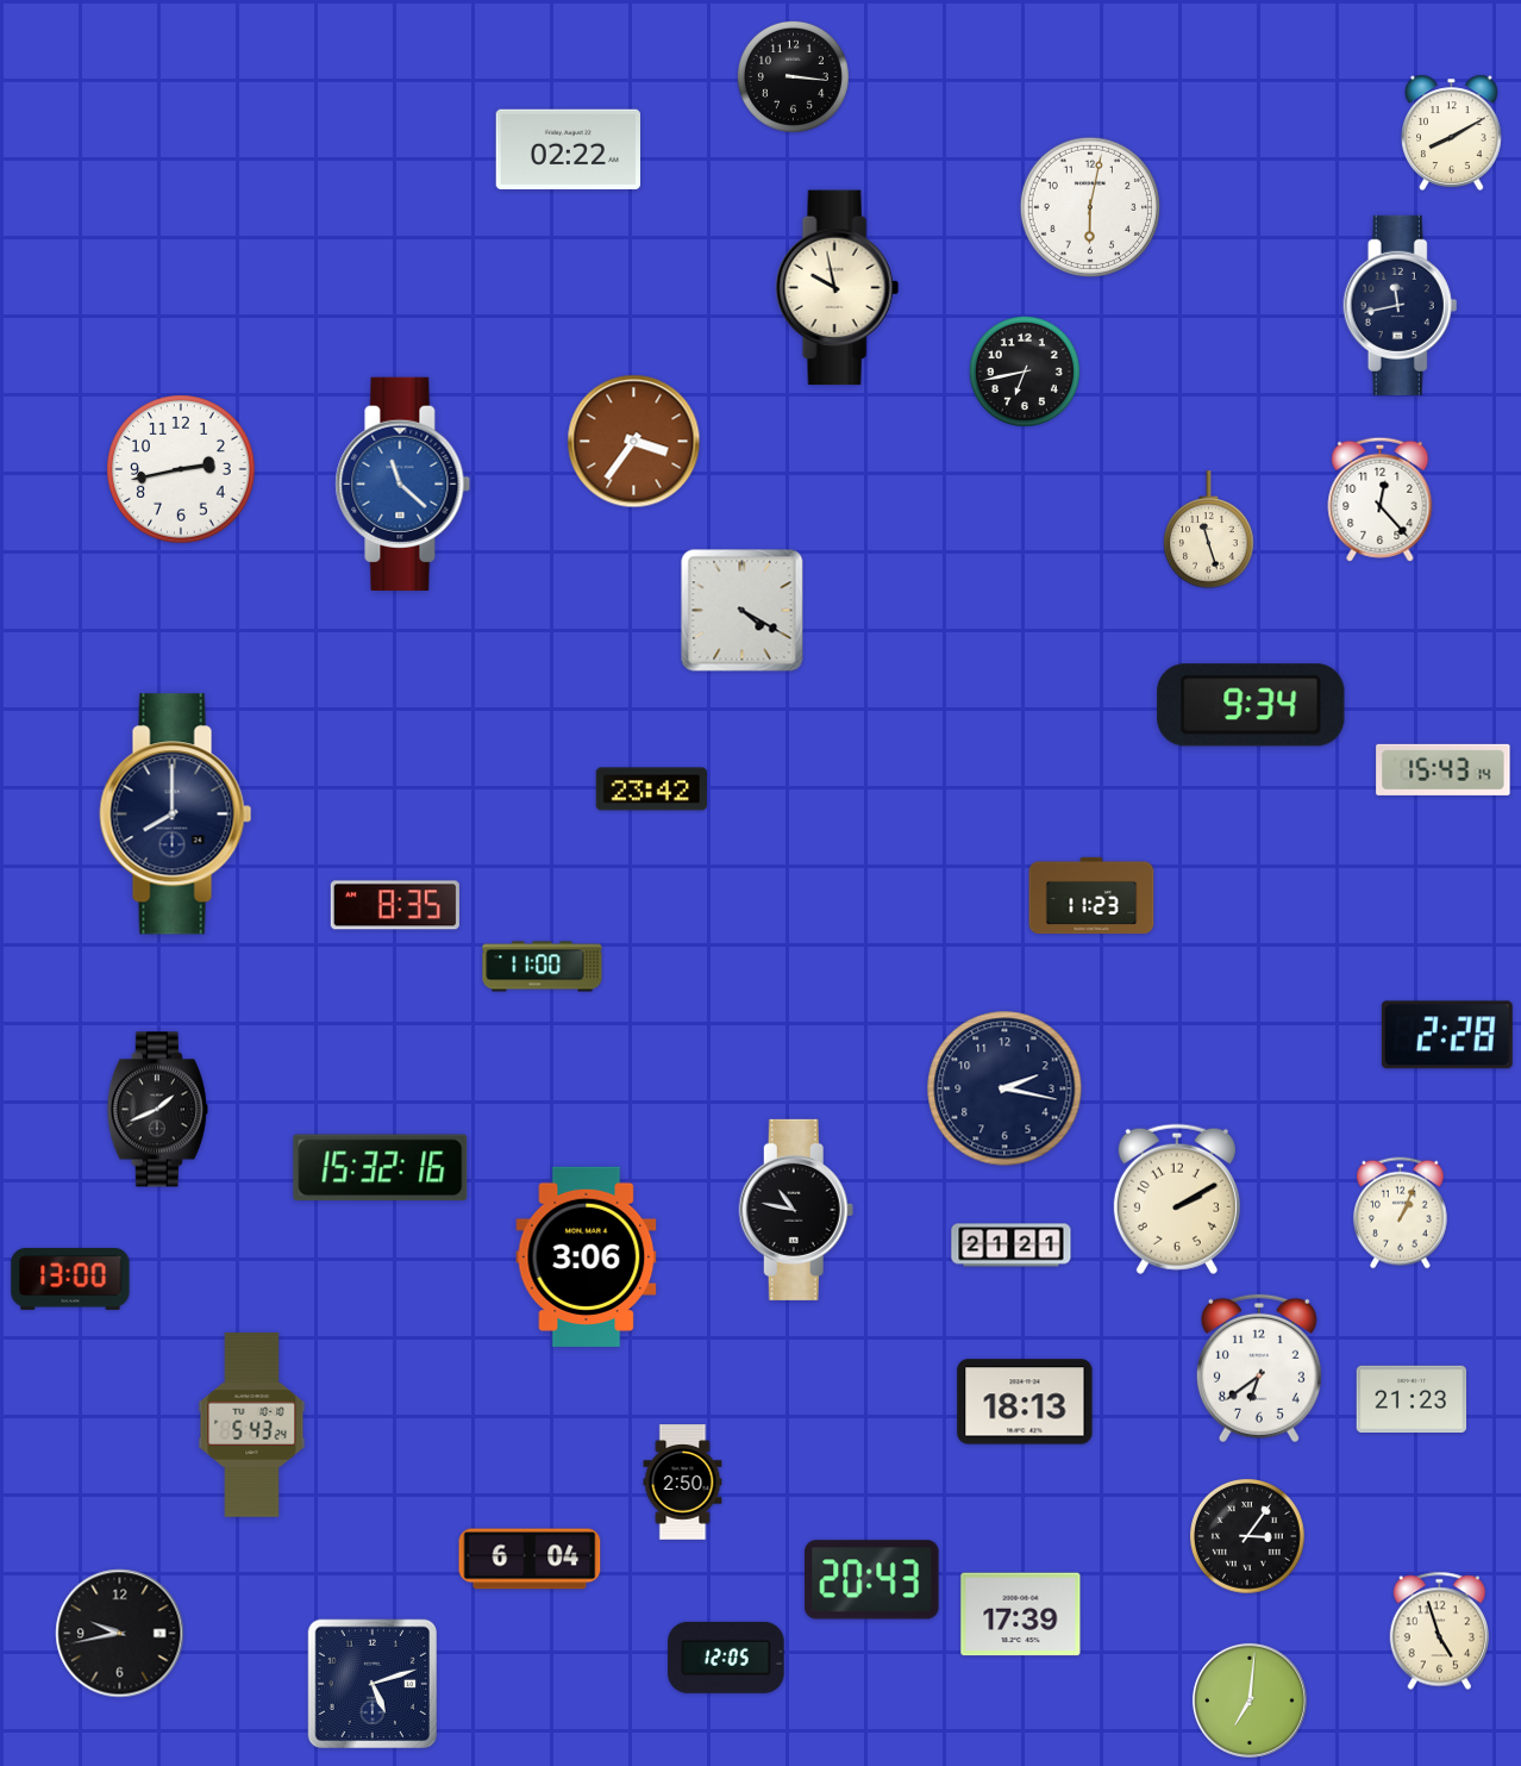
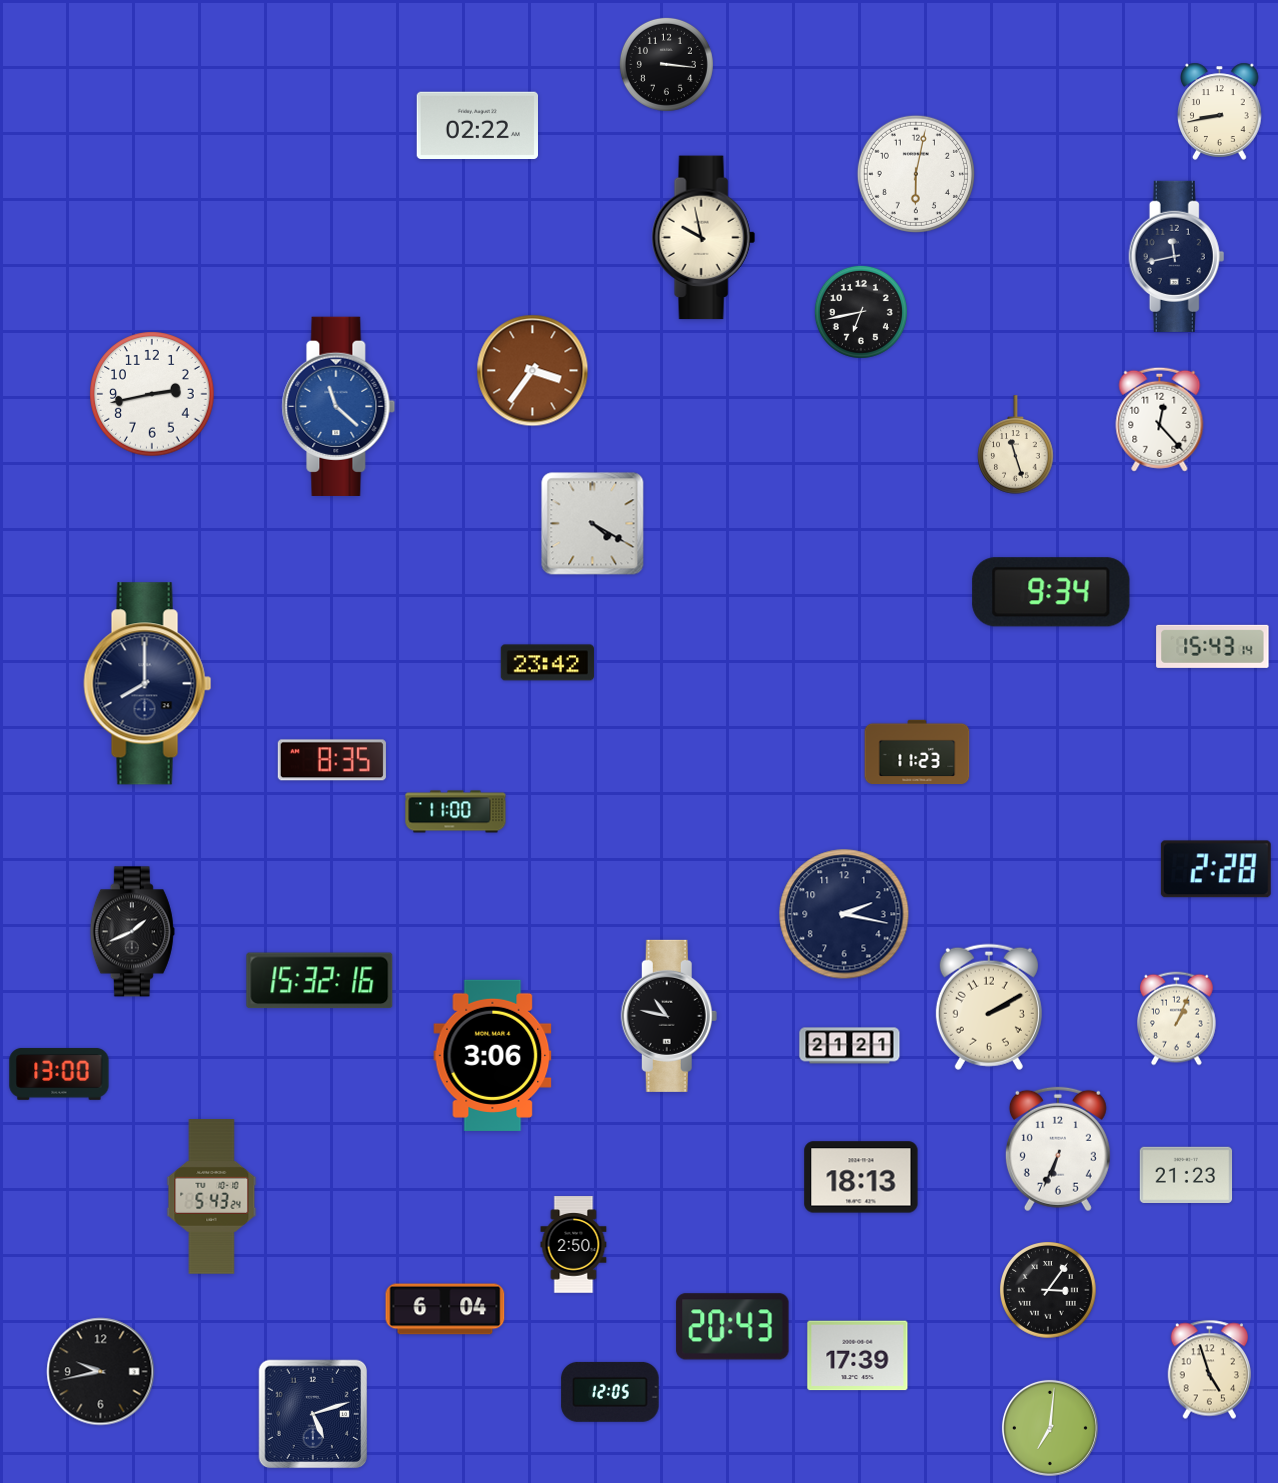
clock at (1452, 132): 8:10 -> 8:43
clock at (837, 288) position: (837, 288) -> (703, 238)
clock at (743, 611) position: (743, 611) -> (593, 524)
clock at (1259, 1368): 6:39 -> 6:34
